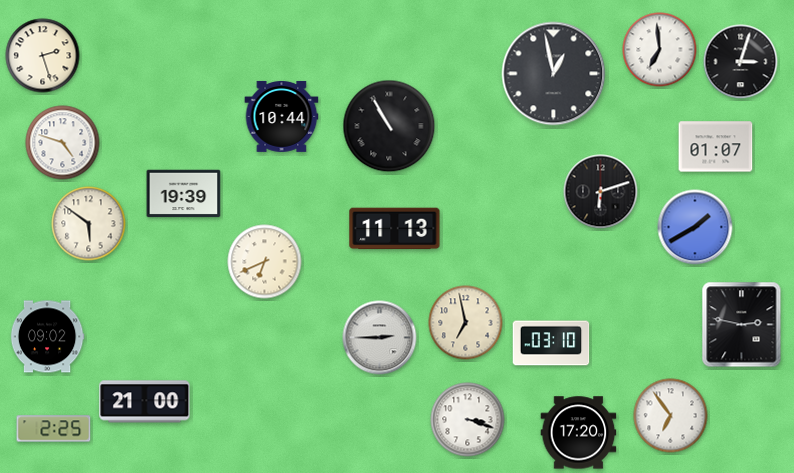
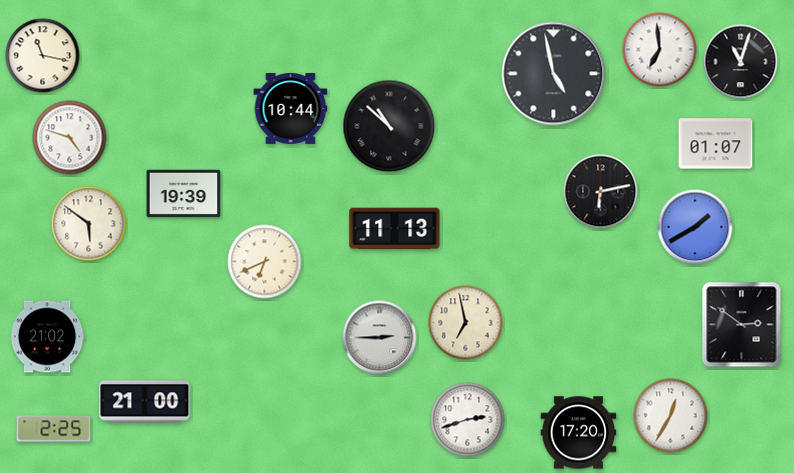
clock at (43, 56): 2:27 -> 11:17
clock at (741, 62): 3:03 -> 11:03
clock at (554, 74): 12:58 -> 4:58
clock at (282, 116) position: (282, 116) -> (291, 108)
clock at (389, 126): 10:55 -> 10:52
clock at (63, 143) position: (63, 143) -> (70, 138)
clock at (716, 147) position: (716, 147) -> (716, 144)
clock at (601, 192): 6:12 -> 6:13
clock at (742, 325): 2:47 -> 2:51
clock at (47, 337): 09:02 -> 21:02
clock at (551, 343): 03:10 -> none
clock at (671, 416): 6:54 -> 12:35
clock at (468, 420): 3:18 -> 2:42
